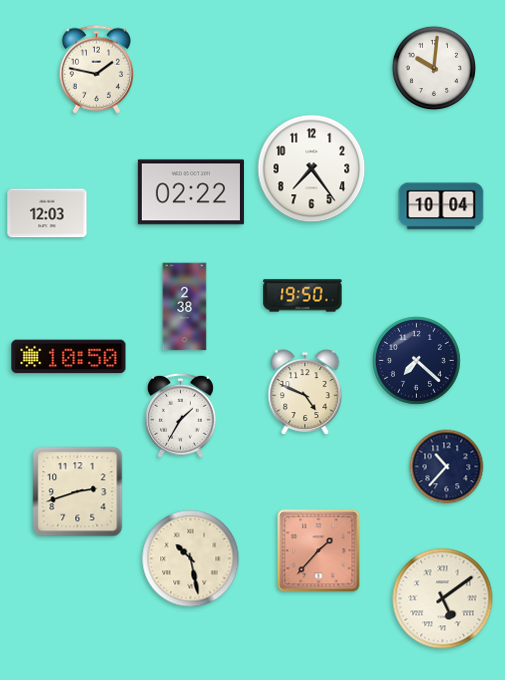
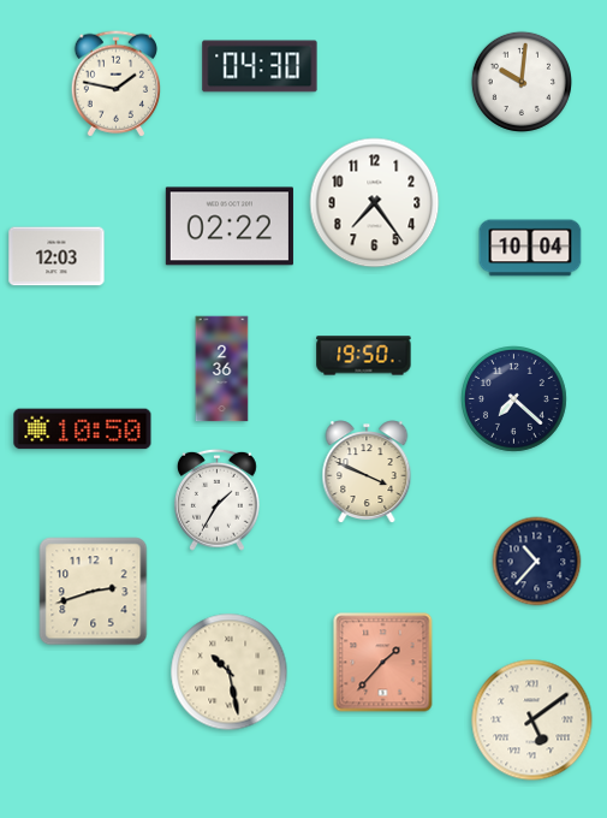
clock at (260, 66): none -> 04:30
clock at (191, 192) position: (191, 192) -> (230, 226)
clock at (185, 307): 2:38 -> 2:36
clock at (417, 361) position: (417, 361) -> (514, 399)
clock at (305, 392): 4:49 -> 3:49
